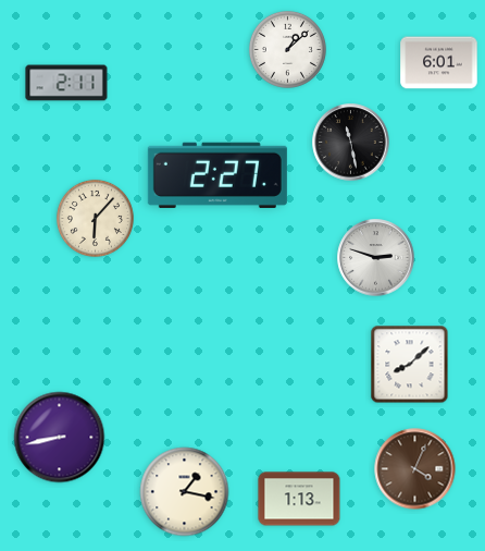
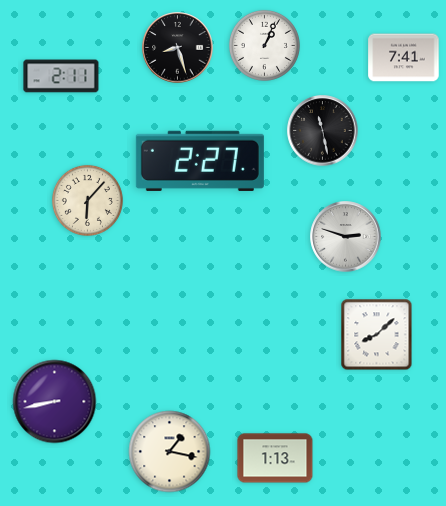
clock at (287, 49): 1:08 -> 1:04
clock at (178, 48): none -> 8:27
clock at (439, 63): 6:01 -> 7:41
clock at (415, 469): 4:04 -> none
